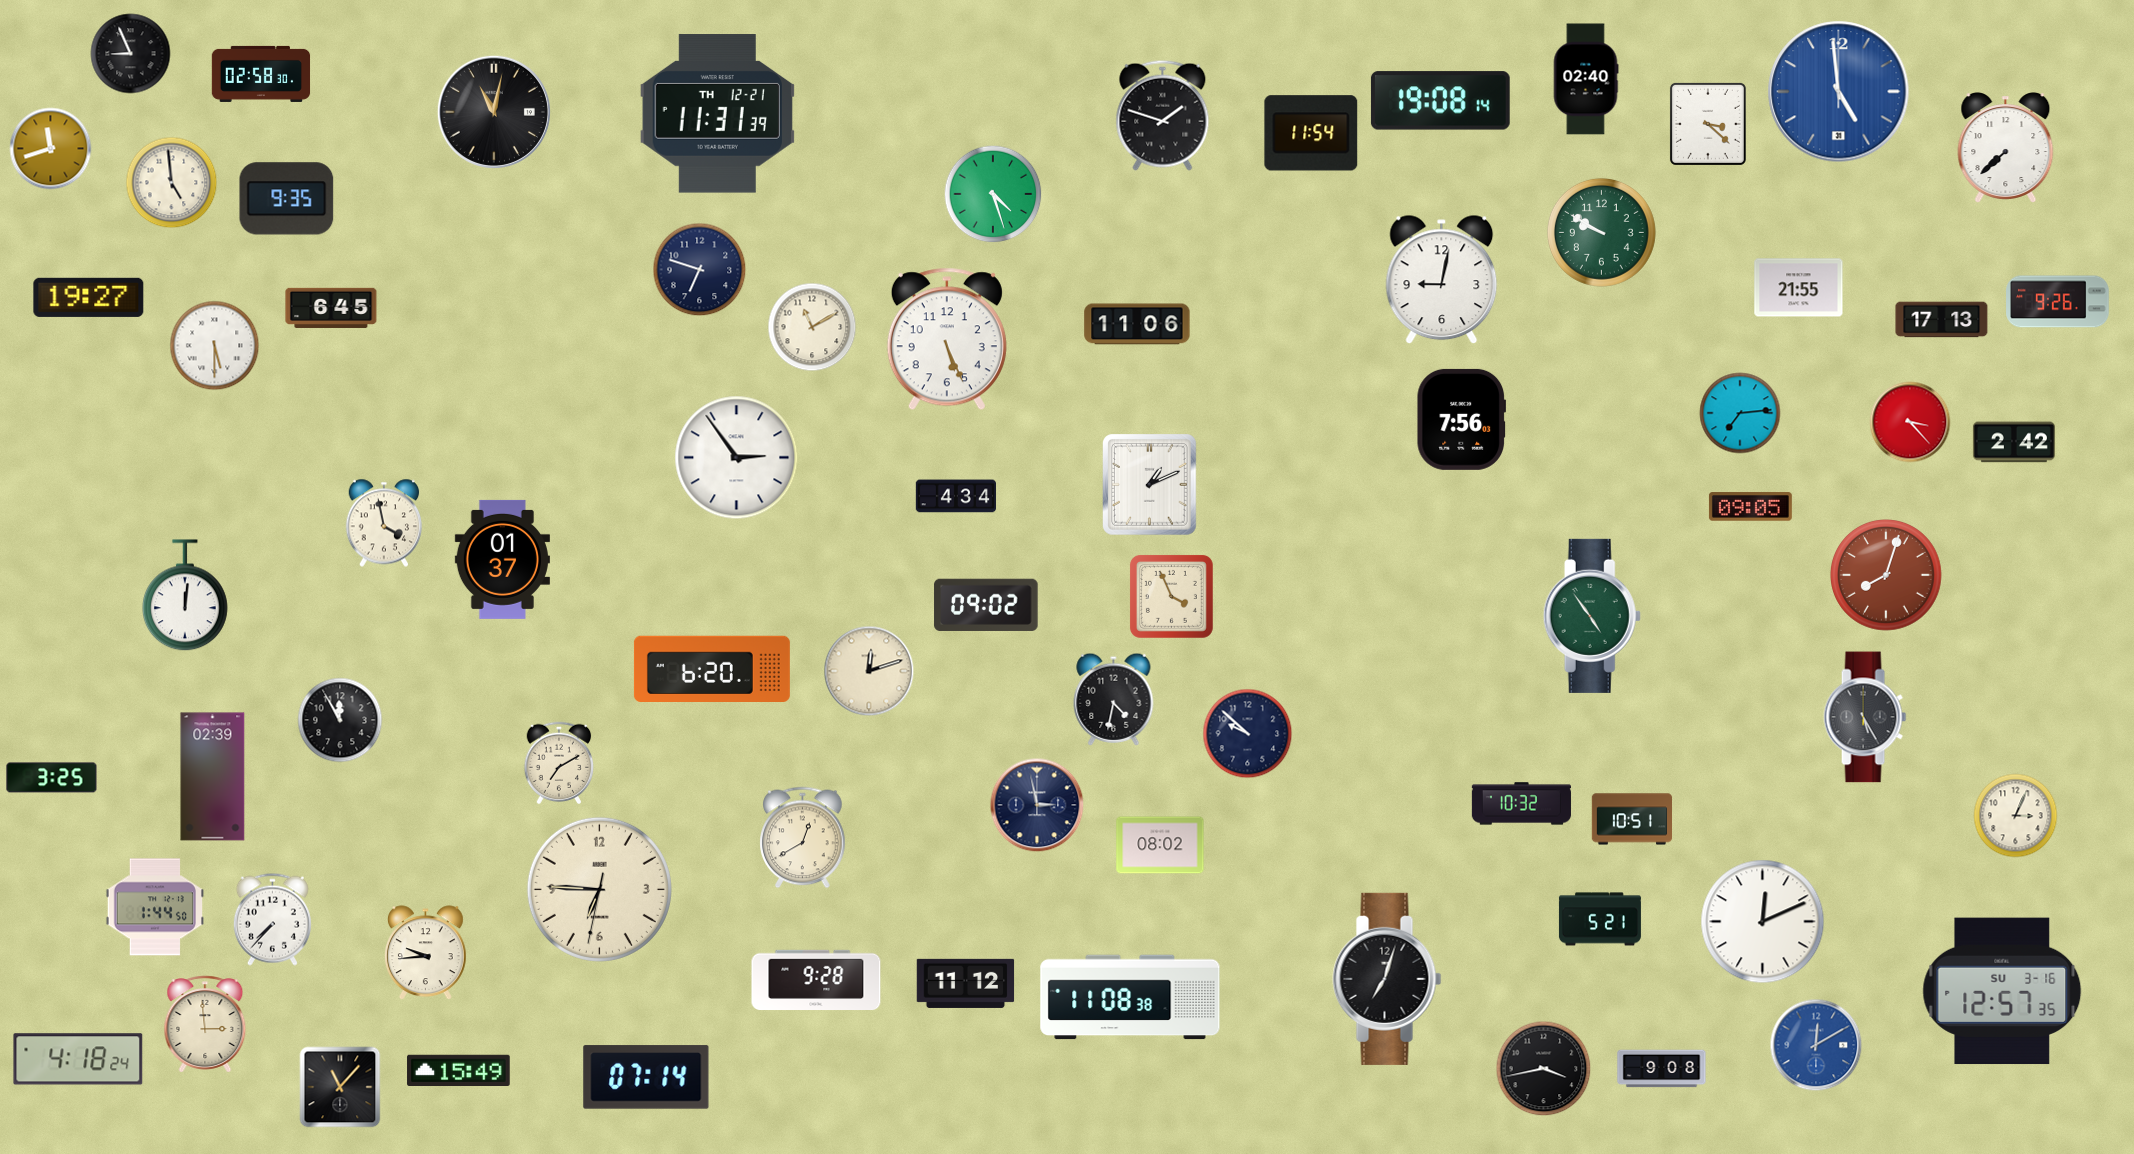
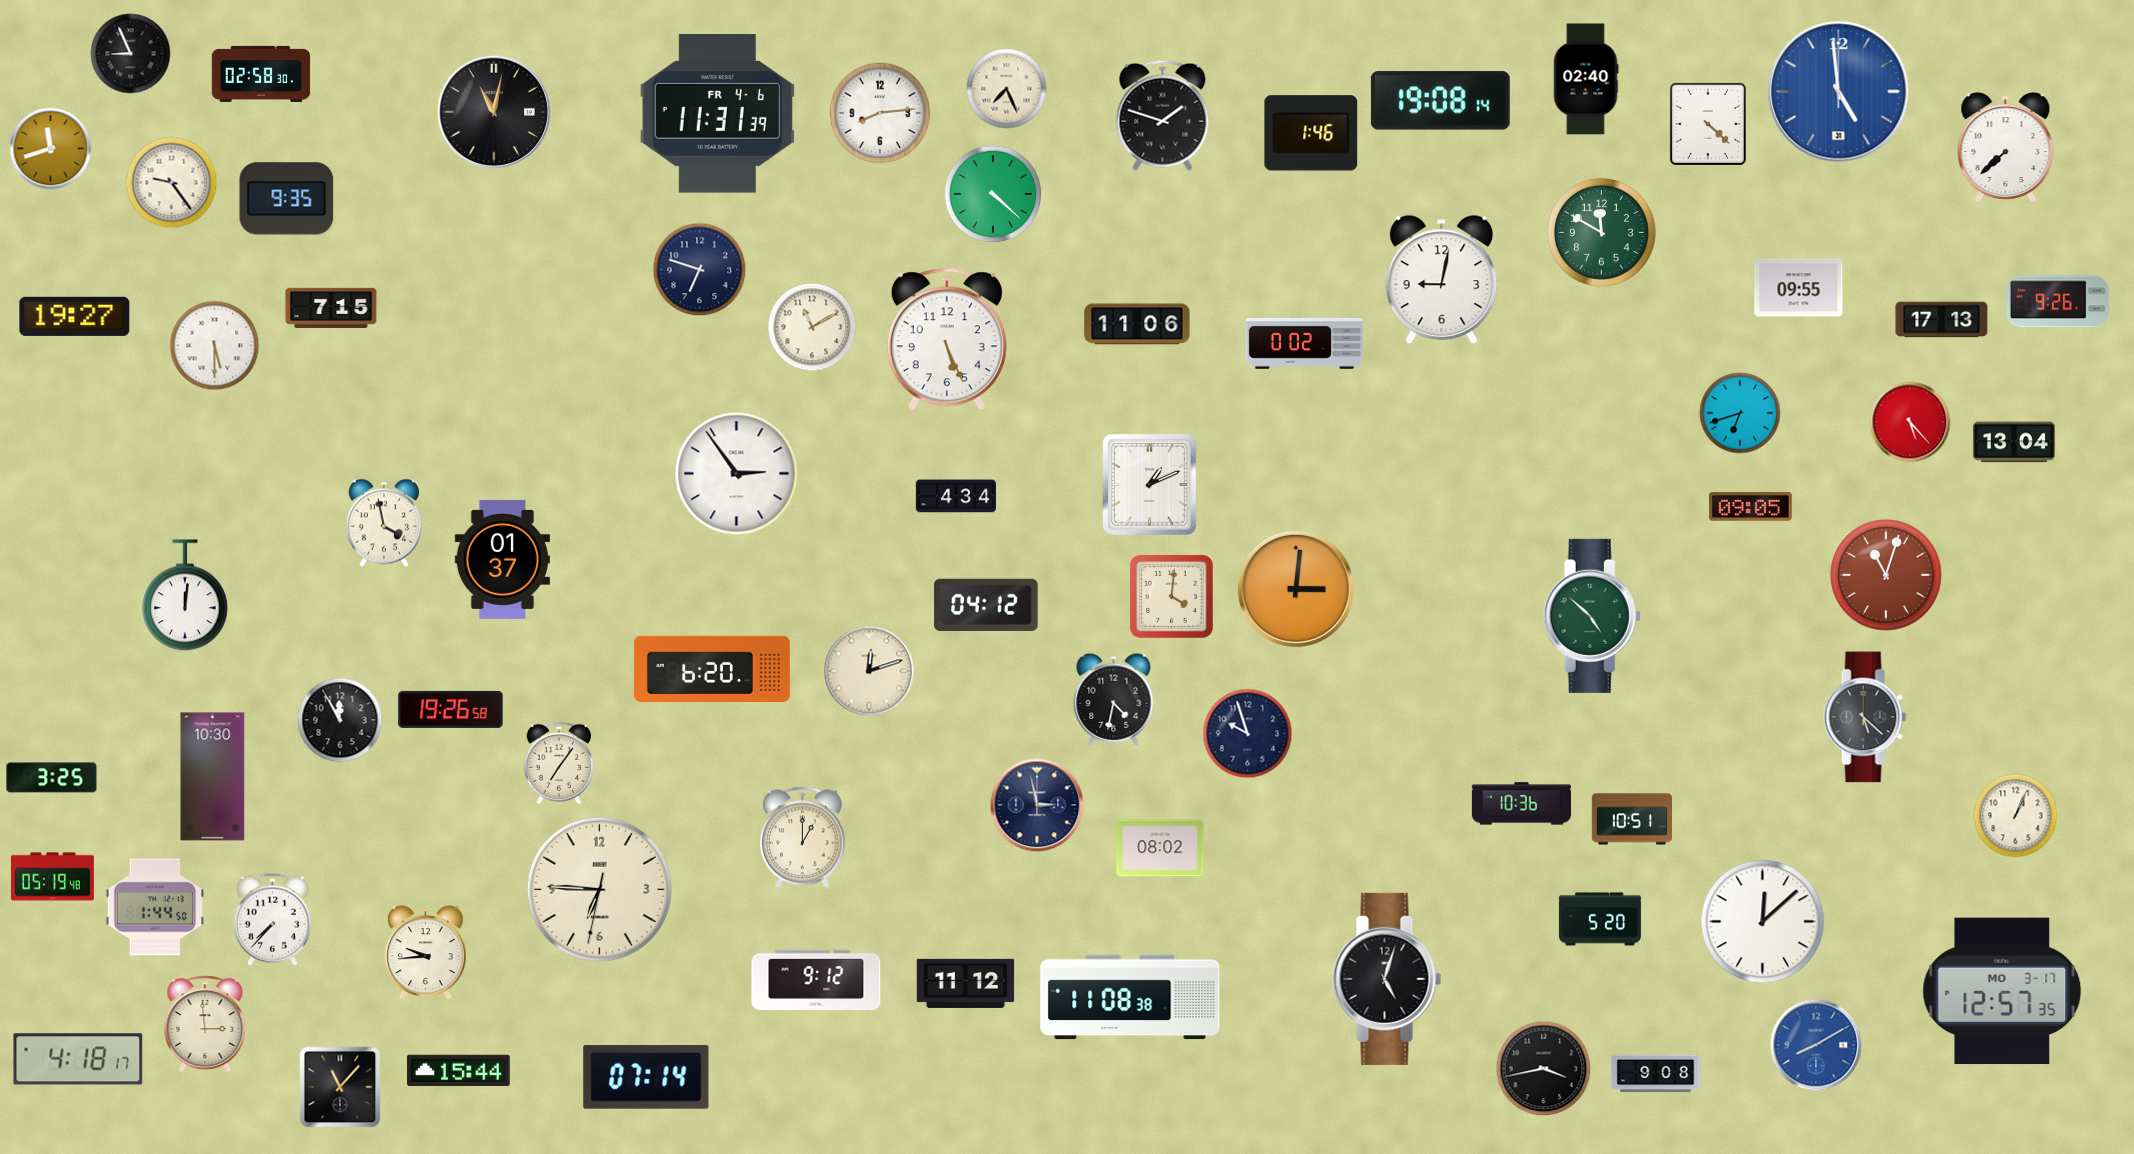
clock at (1007, 89): none -> 7:26
clock at (879, 112): none -> 8:14
clock at (717, 114) date: TH 12-21 -> FR 4-6
clock at (1708, 124): 3:22 -> 4:22
clock at (1311, 133): 11:54 -> 1:46
clock at (172, 183): 4:59 -> 9:24
clock at (993, 194): 4:27 -> 4:22
clock at (1601, 232): 9:50 -> 11:50
clock at (1799, 288): 21:55 -> 09:55
clock at (89, 297) position: (89, 297) -> (75, 316)
clock at (331, 308): 6:45 -> 7:15
clock at (1304, 344): none -> 0:02
clock at (1740, 413): 7:14 -> 6:42
clock at (1461, 419): 7:56 -> none
clock at (1910, 422): 3:23 -> 5:23
clock at (2014, 442): 2:42 -> 13:04
clock at (737, 458) position: (737, 458) -> (737, 474)
clock at (1886, 575): 8:03 -> 11:03
clock at (1296, 589): none -> 3:01
clock at (1171, 596): 3:56 -> 4:01
clock at (986, 605): 09:02 -> 04:12
clock at (1592, 616): 4:54 -> 4:52
clock at (451, 709): none -> 19:26
clock at (1865, 717): 5:25 -> 5:22
clock at (1248, 734): 9:52 -> 9:57
clock at (559, 763): 7:10 -> 7:06
clock at (213, 777): 02:39 -> 10:30
clock at (1521, 804): 10:32 -> 10:36
clock at (2016, 816): 3:04 -> 1:04
clock at (803, 838): 12:40 -> 1:00
clock at (1160, 845) position: (1160, 845) -> (1160, 848)
clock at (52, 877): none -> 05:19
clock at (1600, 919): 5:21 -> 5:20
clock at (1763, 922): 12:11 -> 12:08
clock at (1387, 979): 7:03 -> 5:03
clock at (816, 980): 9:28 -> 9:12
clock at (2002, 991) date: SU 3-16 -> MO 3-17
clock at (1816, 1045): 12:10 -> 8:10
clock at (78, 1059): 4:18:24 -> 4:18:17
clock at (1662, 1069) position: (1662, 1069) -> (1656, 1074)
clock at (459, 1070): 15:49 -> 15:44
